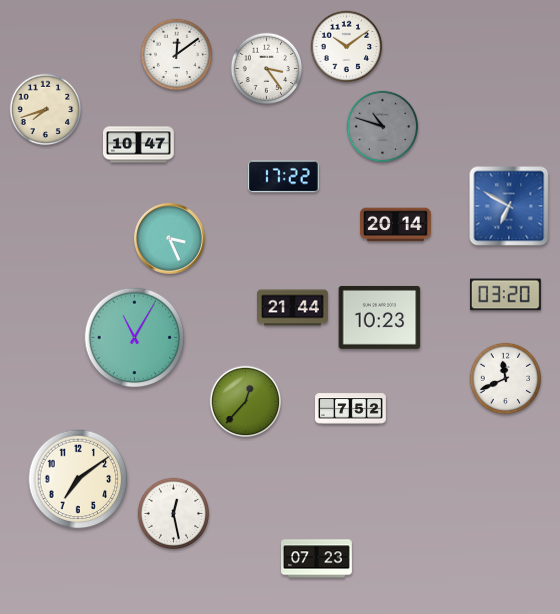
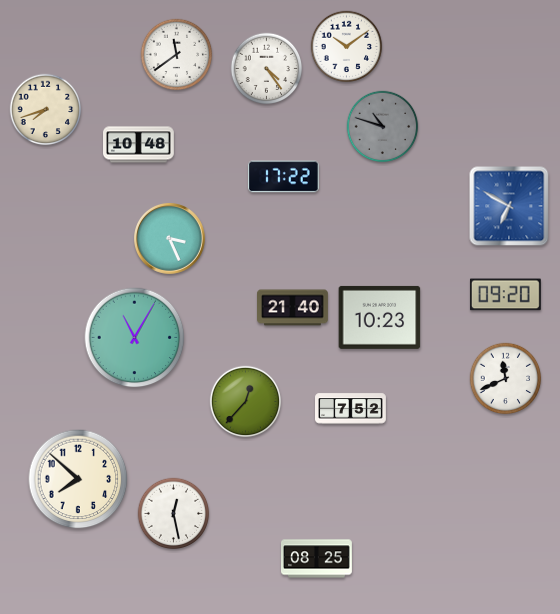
clock at (177, 55): 12:09 -> 11:39
clock at (267, 69): 3:24 -> 4:24
clock at (139, 145): 10:47 -> 10:48
clock at (396, 225): 20:14 -> none
clock at (505, 295): 03:20 -> 09:20
clock at (293, 308): 21:44 -> 21:40
clock at (78, 479): 7:09 -> 7:52
clock at (317, 559): 07:23 -> 08:25
